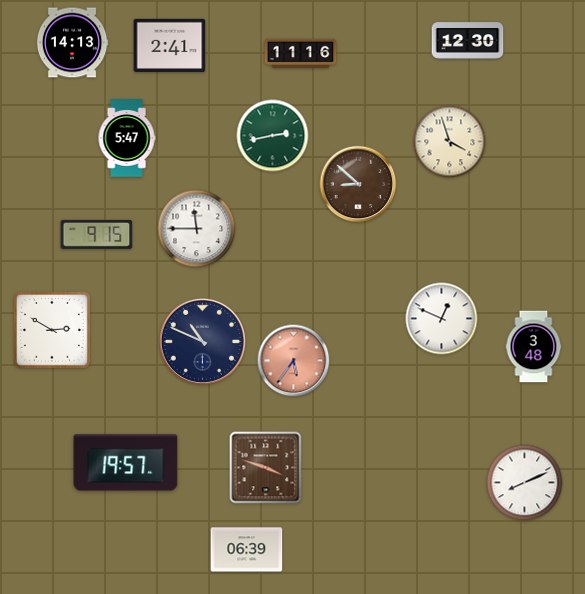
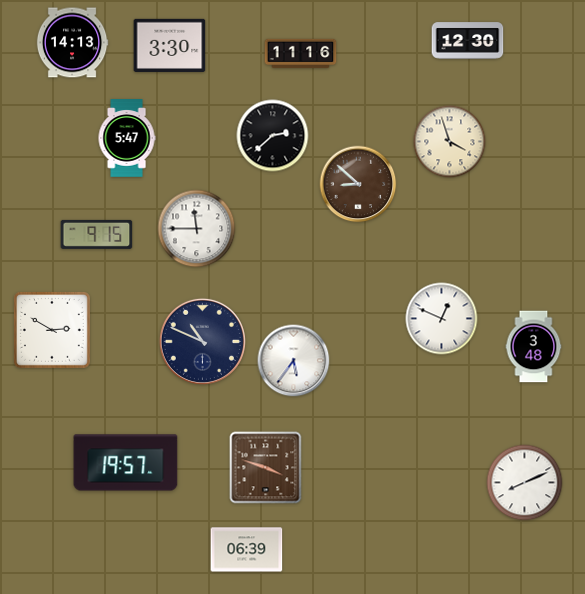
clock at (170, 45): 2:41 -> 3:30
clock at (273, 136): 2:43 -> 2:38
clock at (273, 136) dial: green -> black
clock at (294, 361) dial: salmon -> white
